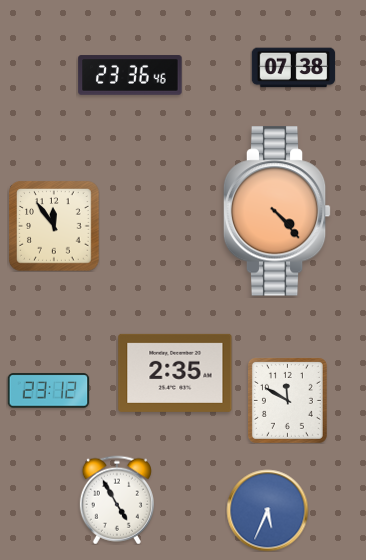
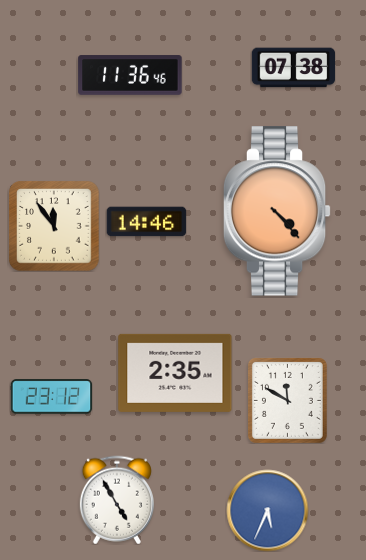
clock at (130, 75): 23:36 -> 11:36
clock at (146, 222): none -> 14:46
clock at (48, 391) position: (48, 391) -> (51, 397)
